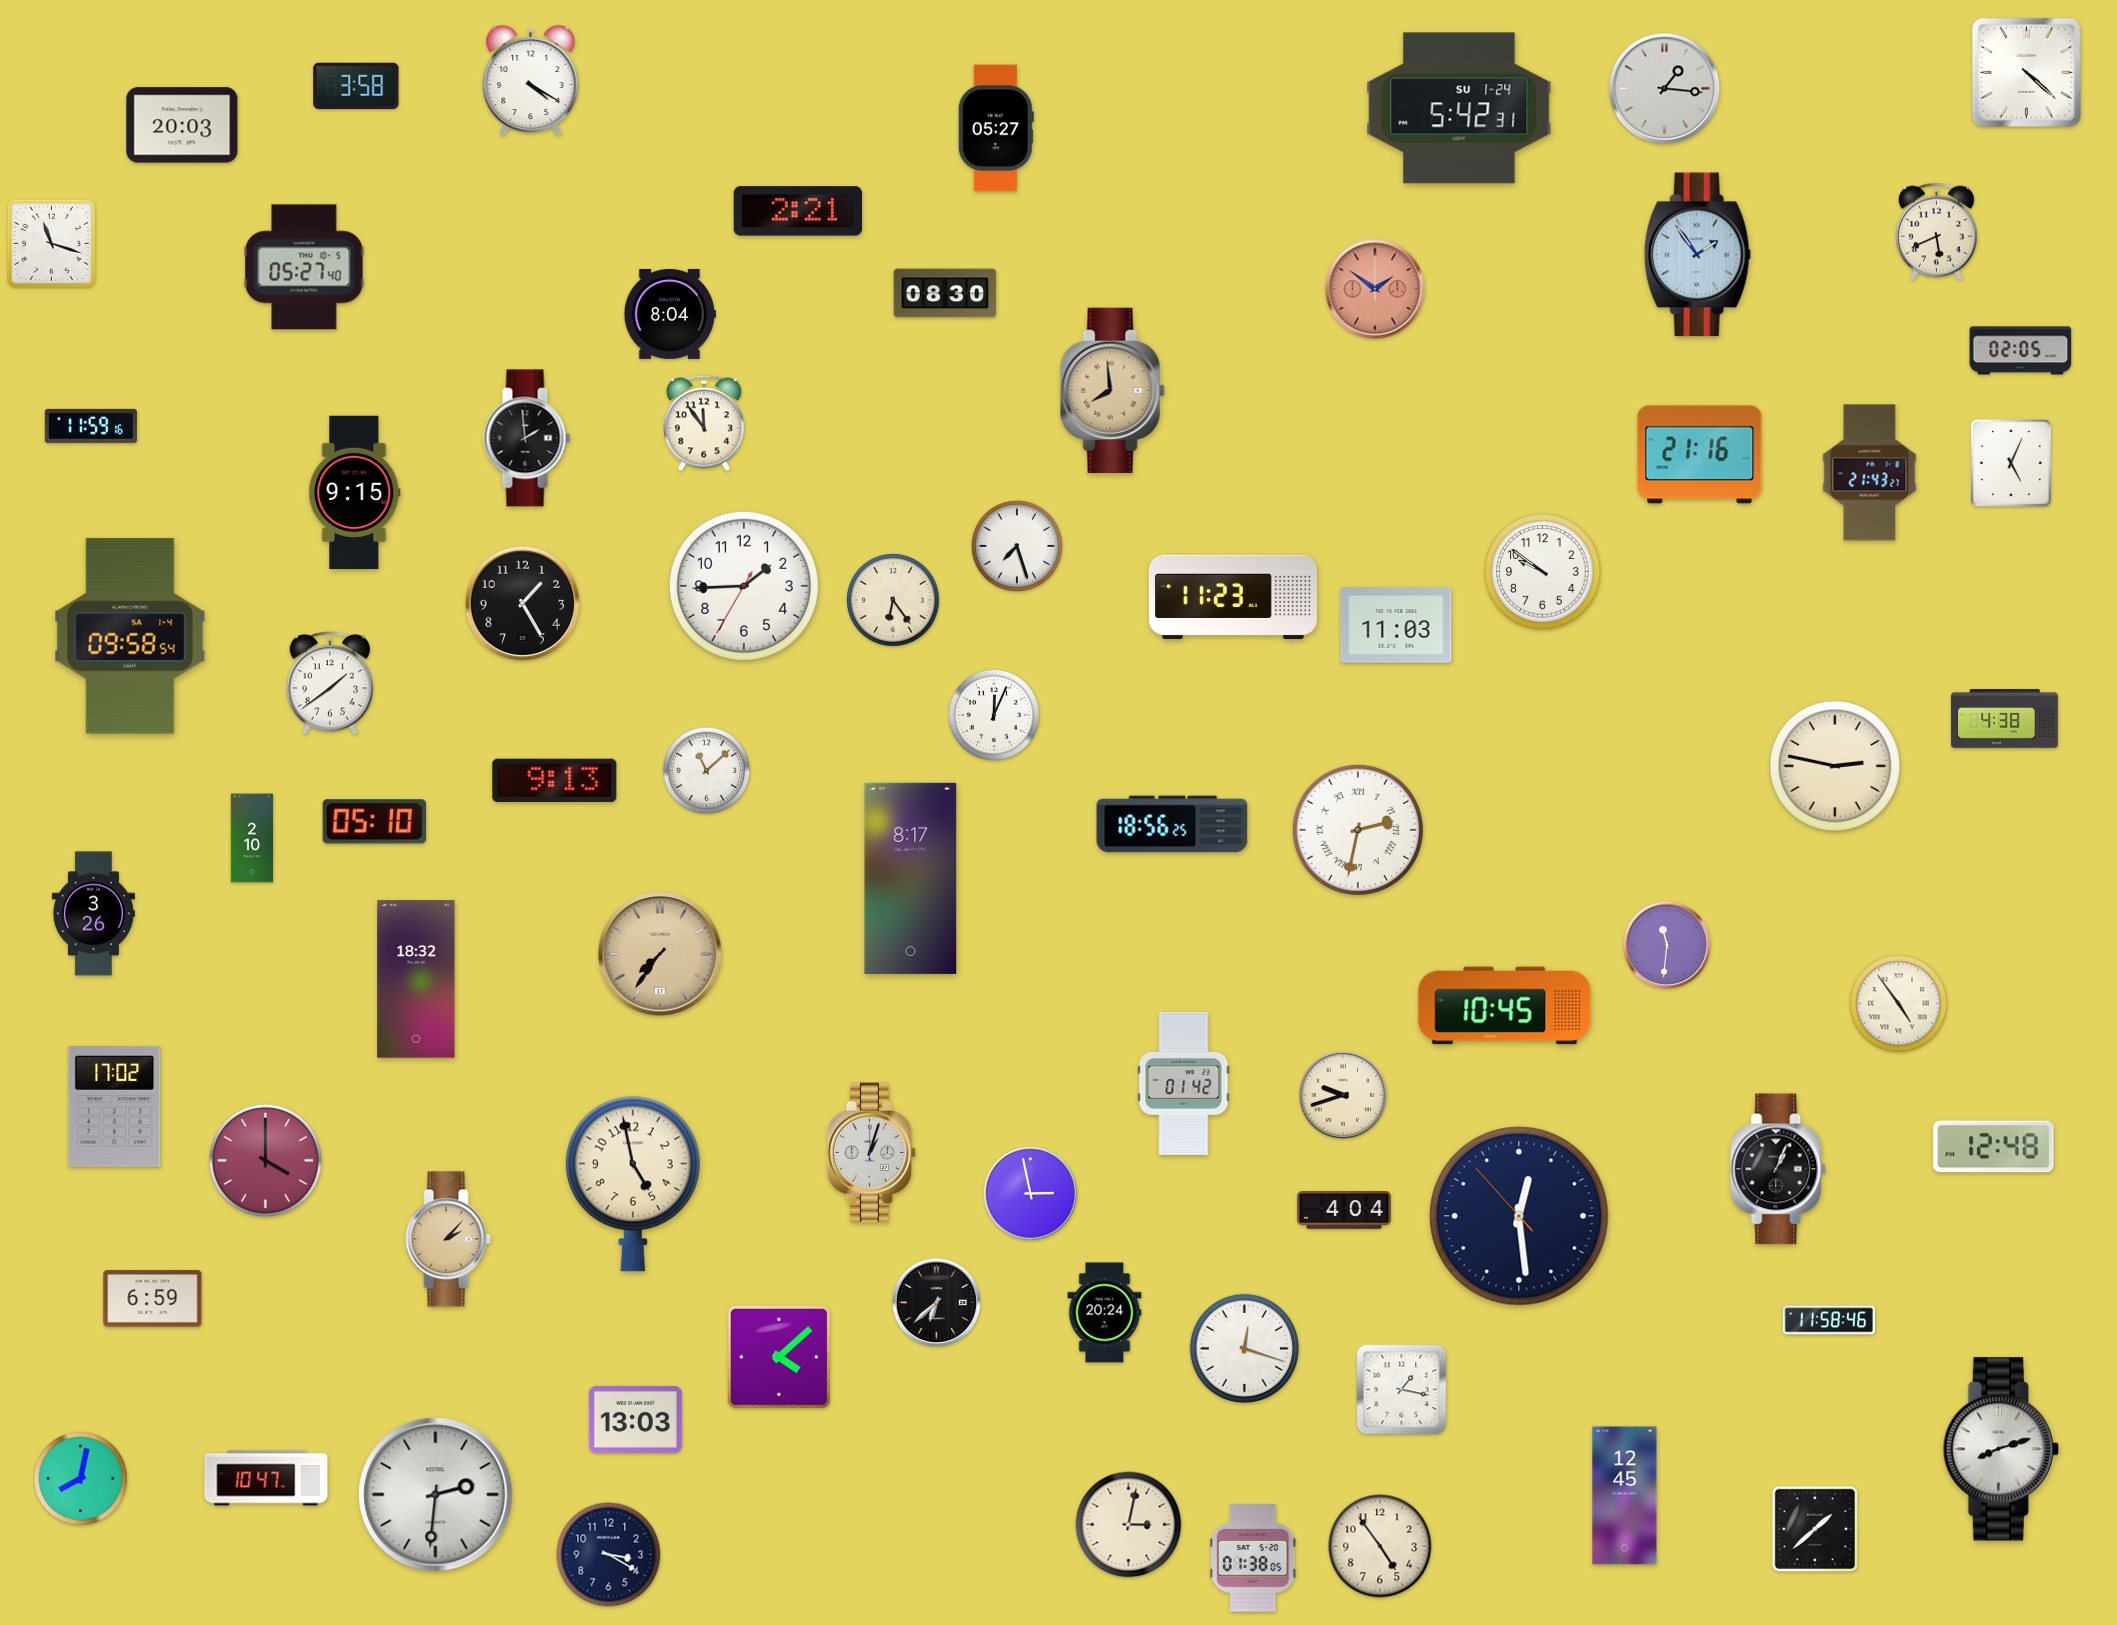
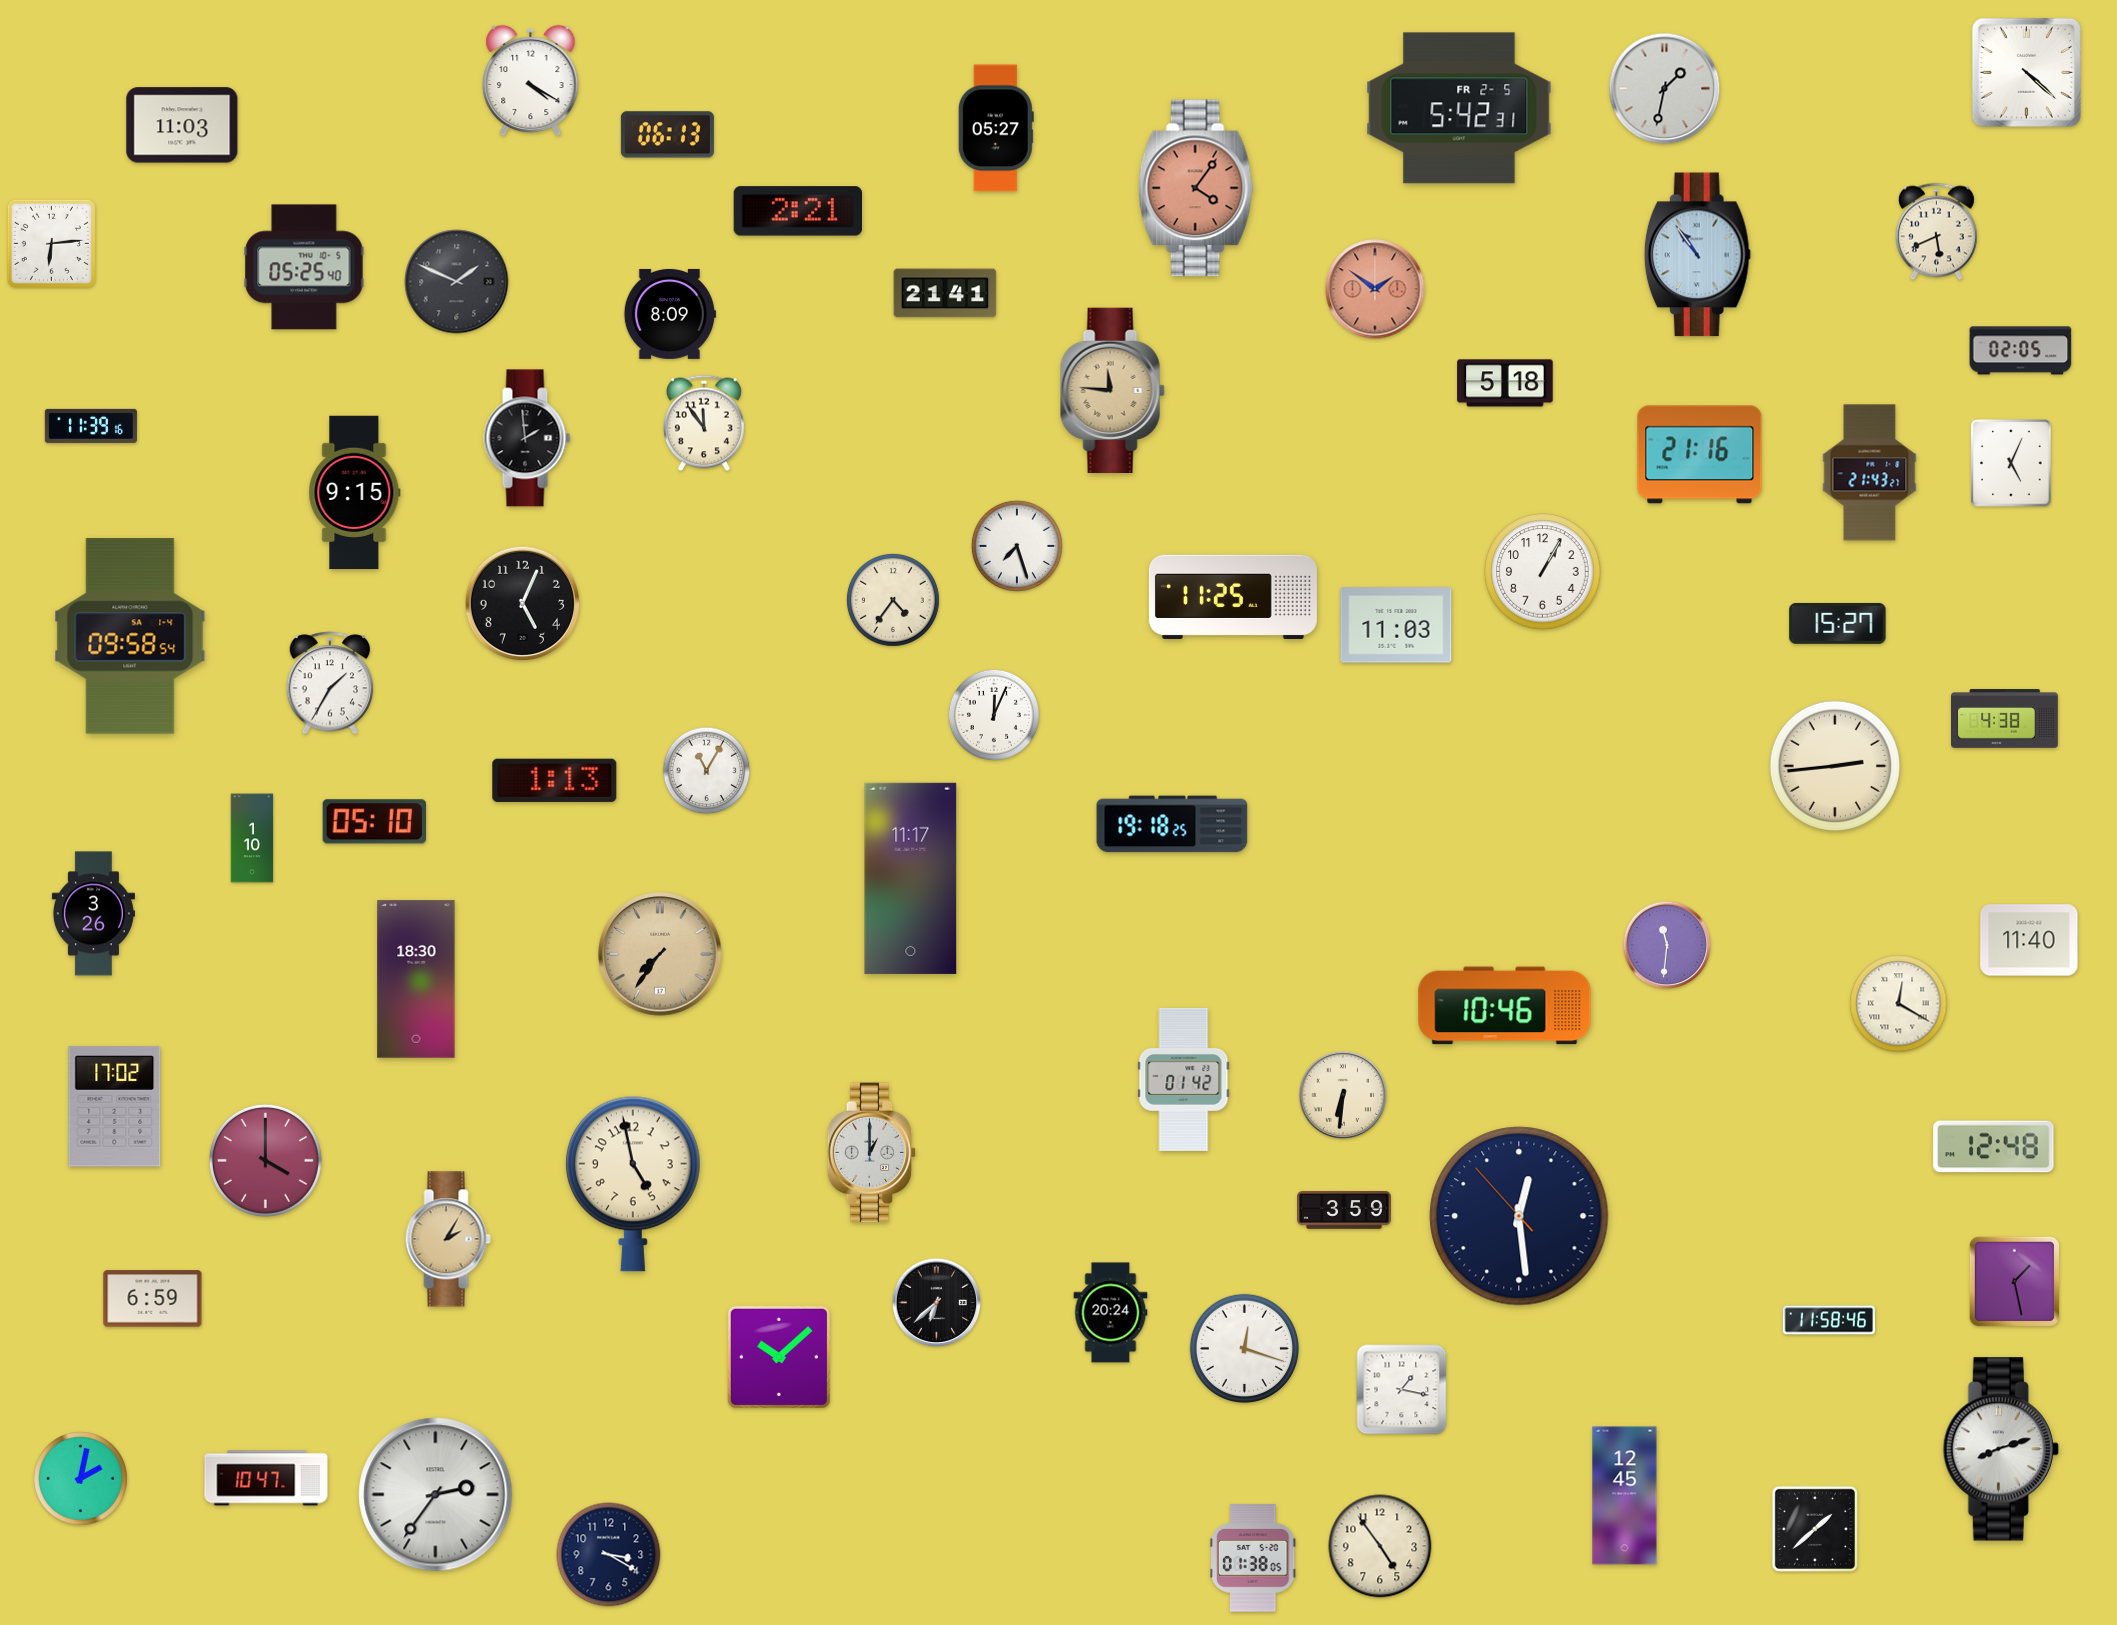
clock at (356, 86): 3:58 -> none
clock at (1665, 89): 1:16 -> 1:32
clock at (1459, 108) date: SU 1-24 -> FR 2-5
clock at (182, 125): 20:03 -> 11:03
clock at (667, 135): none -> 06:13
clock at (1196, 188): none -> 4:06
clock at (51, 243): 11:18 -> 6:14
clock at (1697, 255): 1:54 -> 10:54
clock at (304, 267): 05:27 -> 05:25
clock at (457, 282): none -> 1:49
clock at (945, 293): 08:30 -> 21:41
clock at (670, 314): 8:04 -> 8:09
clock at (1505, 383): none -> 5:18
clock at (1112, 390): 7:59 -> 11:46
clock at (91, 426): 11:59 -> 11:39
clock at (1543, 572): 9:51 -> 1:05
clock at (744, 586): 1:44 -> none
clock at (1233, 597): 11:23 -> 11:25
clock at (893, 600): 6:24 -> 4:36
clock at (523, 604): 1:25 -> 5:04
clock at (1838, 623): none -> 15:27
clock at (330, 683): 1:39 -> 1:35
clock at (1835, 766): 2:47 -> 2:44
clock at (707, 771): 11:08 -> 11:05
clock at (555, 780): 9:13 -> 1:13
clock at (1172, 824): 18:56 -> 19:18
clock at (1358, 830): 2:32 -> none
clock at (252, 838): 2:10 -> 1:10
clock at (911, 878): 8:17 -> 11:17
clock at (2029, 940): none -> 11:40
clock at (416, 979): 18:32 -> 18:30
clock at (1899, 1004): 4:54 -> 12:20
clock at (1505, 1006): 10:45 -> 10:46
clock at (1184, 1083) position: (1184, 1083) -> (1184, 1079)
clock at (1343, 1095): 9:42 -> 6:31
clock at (872, 1153): 1:03 -> 1:00
clock at (1779, 1169): 1:04 -> none
clock at (1030, 1193): 2:58 -> none
clock at (1345, 1210): 4:04 -> 3:59
clock at (448, 1239): 2:07 -> 2:05
clock at (2014, 1281): none -> 1:28
clock at (1105, 1313) position: (1105, 1313) -> (1111, 1313)
clock at (779, 1357): 4:08 -> 10:08
clock at (635, 1419): 13:03 -> none
clock at (81, 1479): 8:02 -> 2:02
clock at (436, 1495): 2:31 -> 2:36
clock at (1129, 1525): 3:02 -> none
